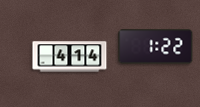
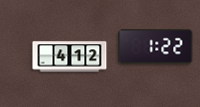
clock at (70, 57): 4:14 -> 4:12
